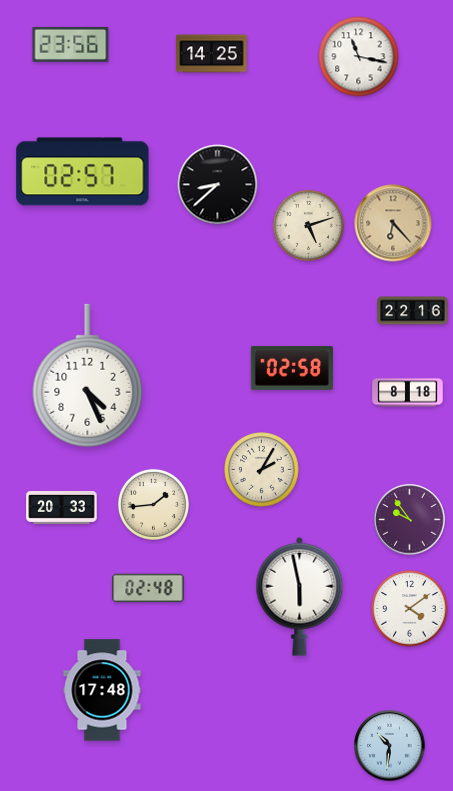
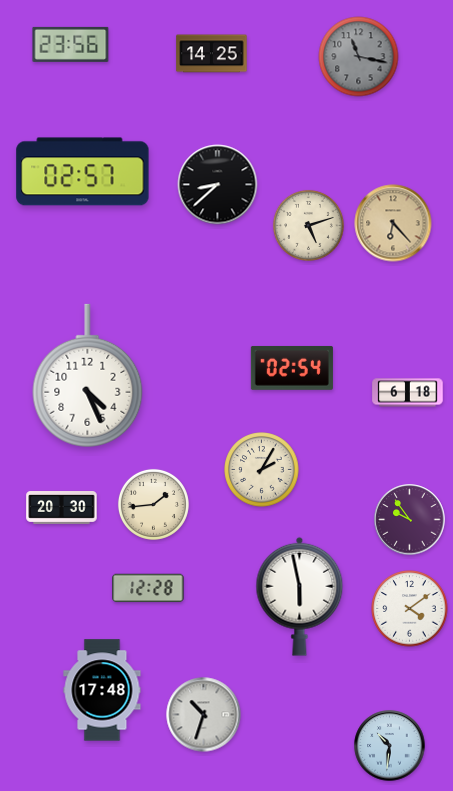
clock at (359, 57) dial: white -> grey
clock at (413, 311): 22:16 -> none
clock at (292, 368): 02:58 -> 02:54
clock at (408, 393): 8:18 -> 6:18
clock at (62, 508): 20:33 -> 20:30
clock at (148, 588): 02:48 -> 12:28
clock at (204, 715): none -> 10:33
